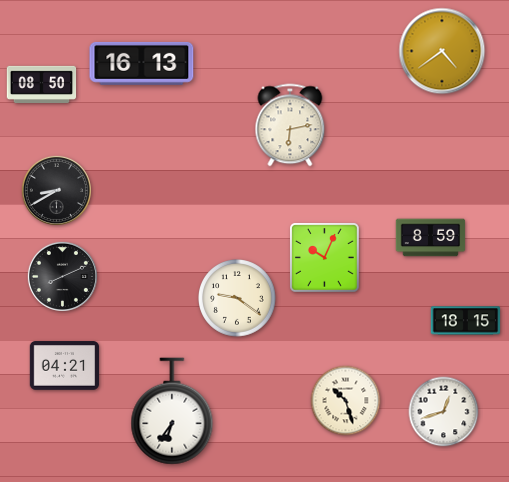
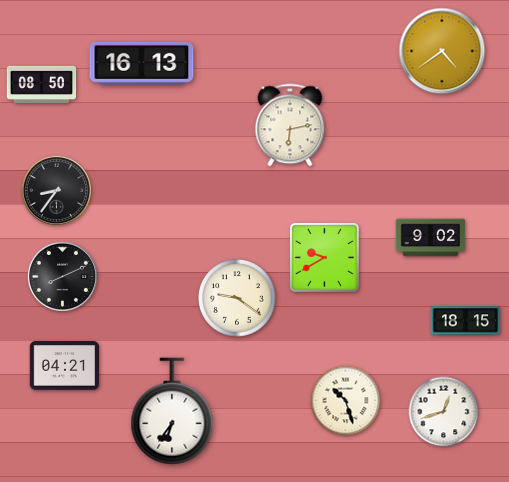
clock at (56, 190): 8:40 -> 8:36
clock at (431, 238): 8:59 -> 9:02
clock at (325, 258): 10:04 -> 9:40
